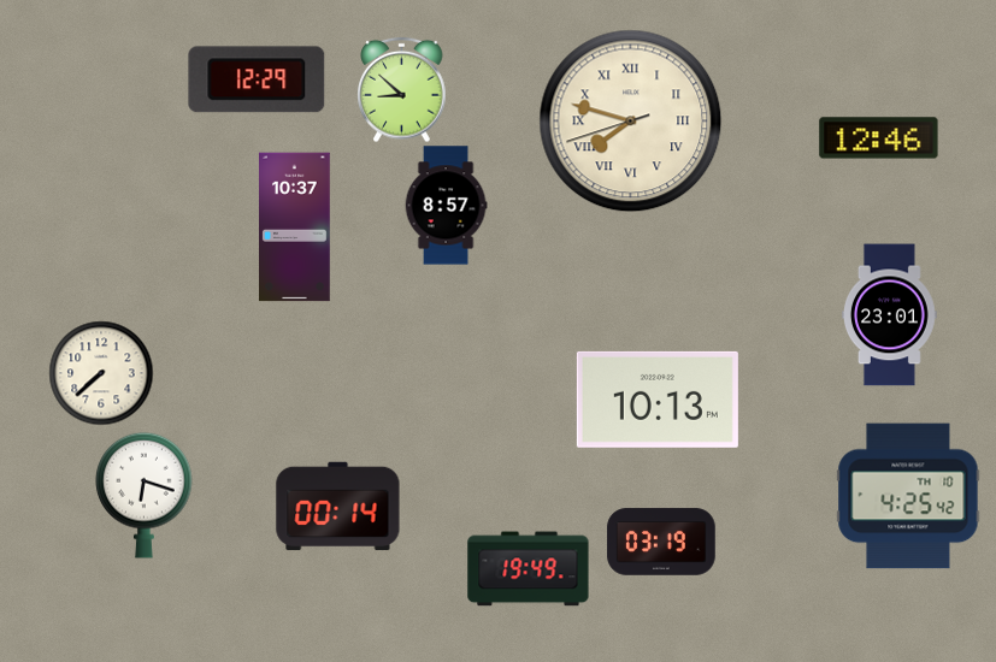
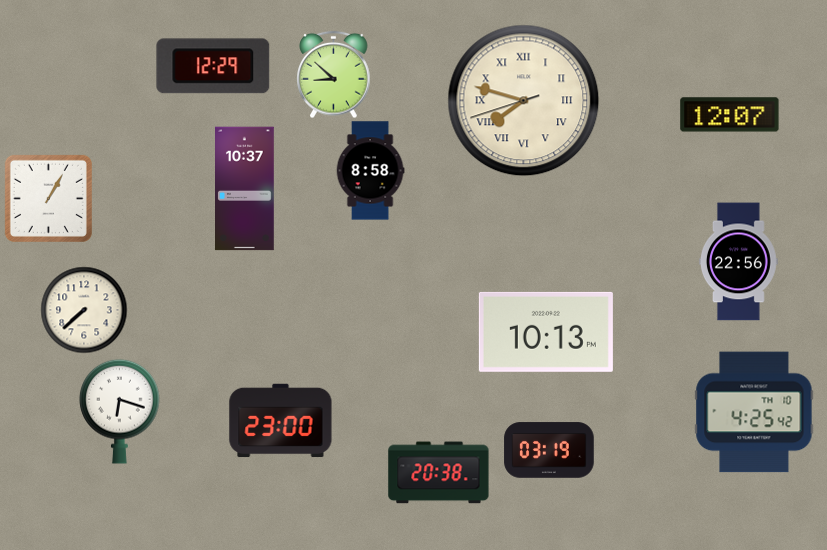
clock at (879, 138): 12:46 -> 12:07
clock at (446, 206): 8:57 -> 8:58
clock at (48, 198): none -> 1:05
clock at (890, 315): 23:01 -> 22:56
clock at (338, 507): 00:14 -> 23:00
clock at (529, 569): 19:49 -> 20:38
